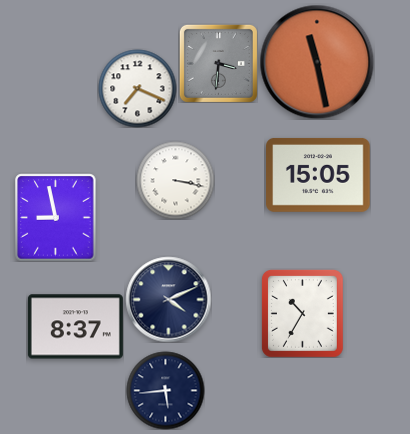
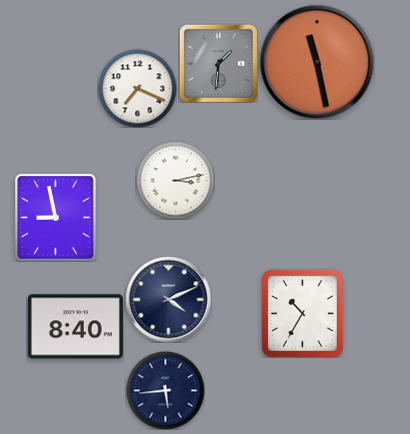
clock at (218, 63): 3:31 -> 1:31
clock at (318, 175): 15:05 -> none
clock at (175, 180): 3:17 -> 3:13
clock at (75, 327): 8:37 -> 8:40
